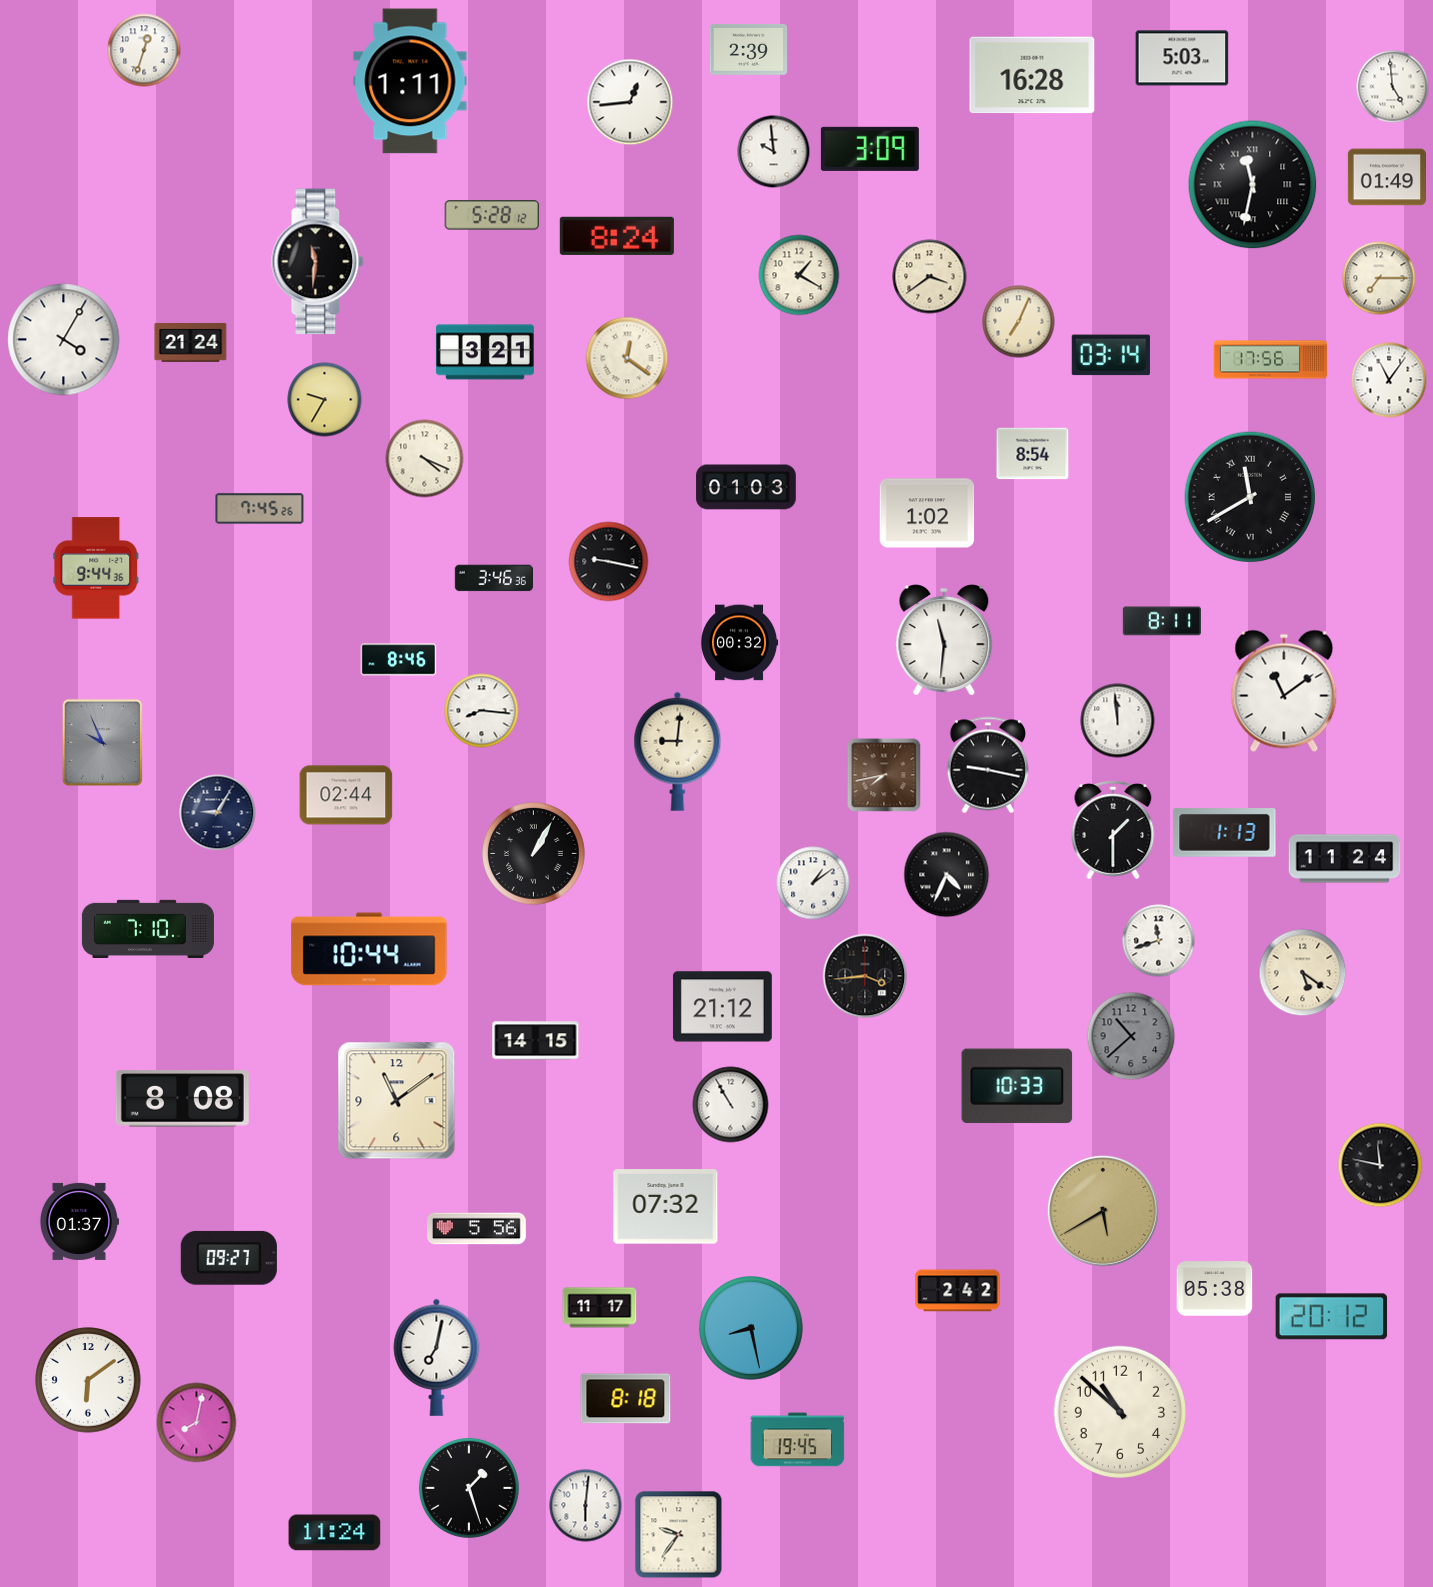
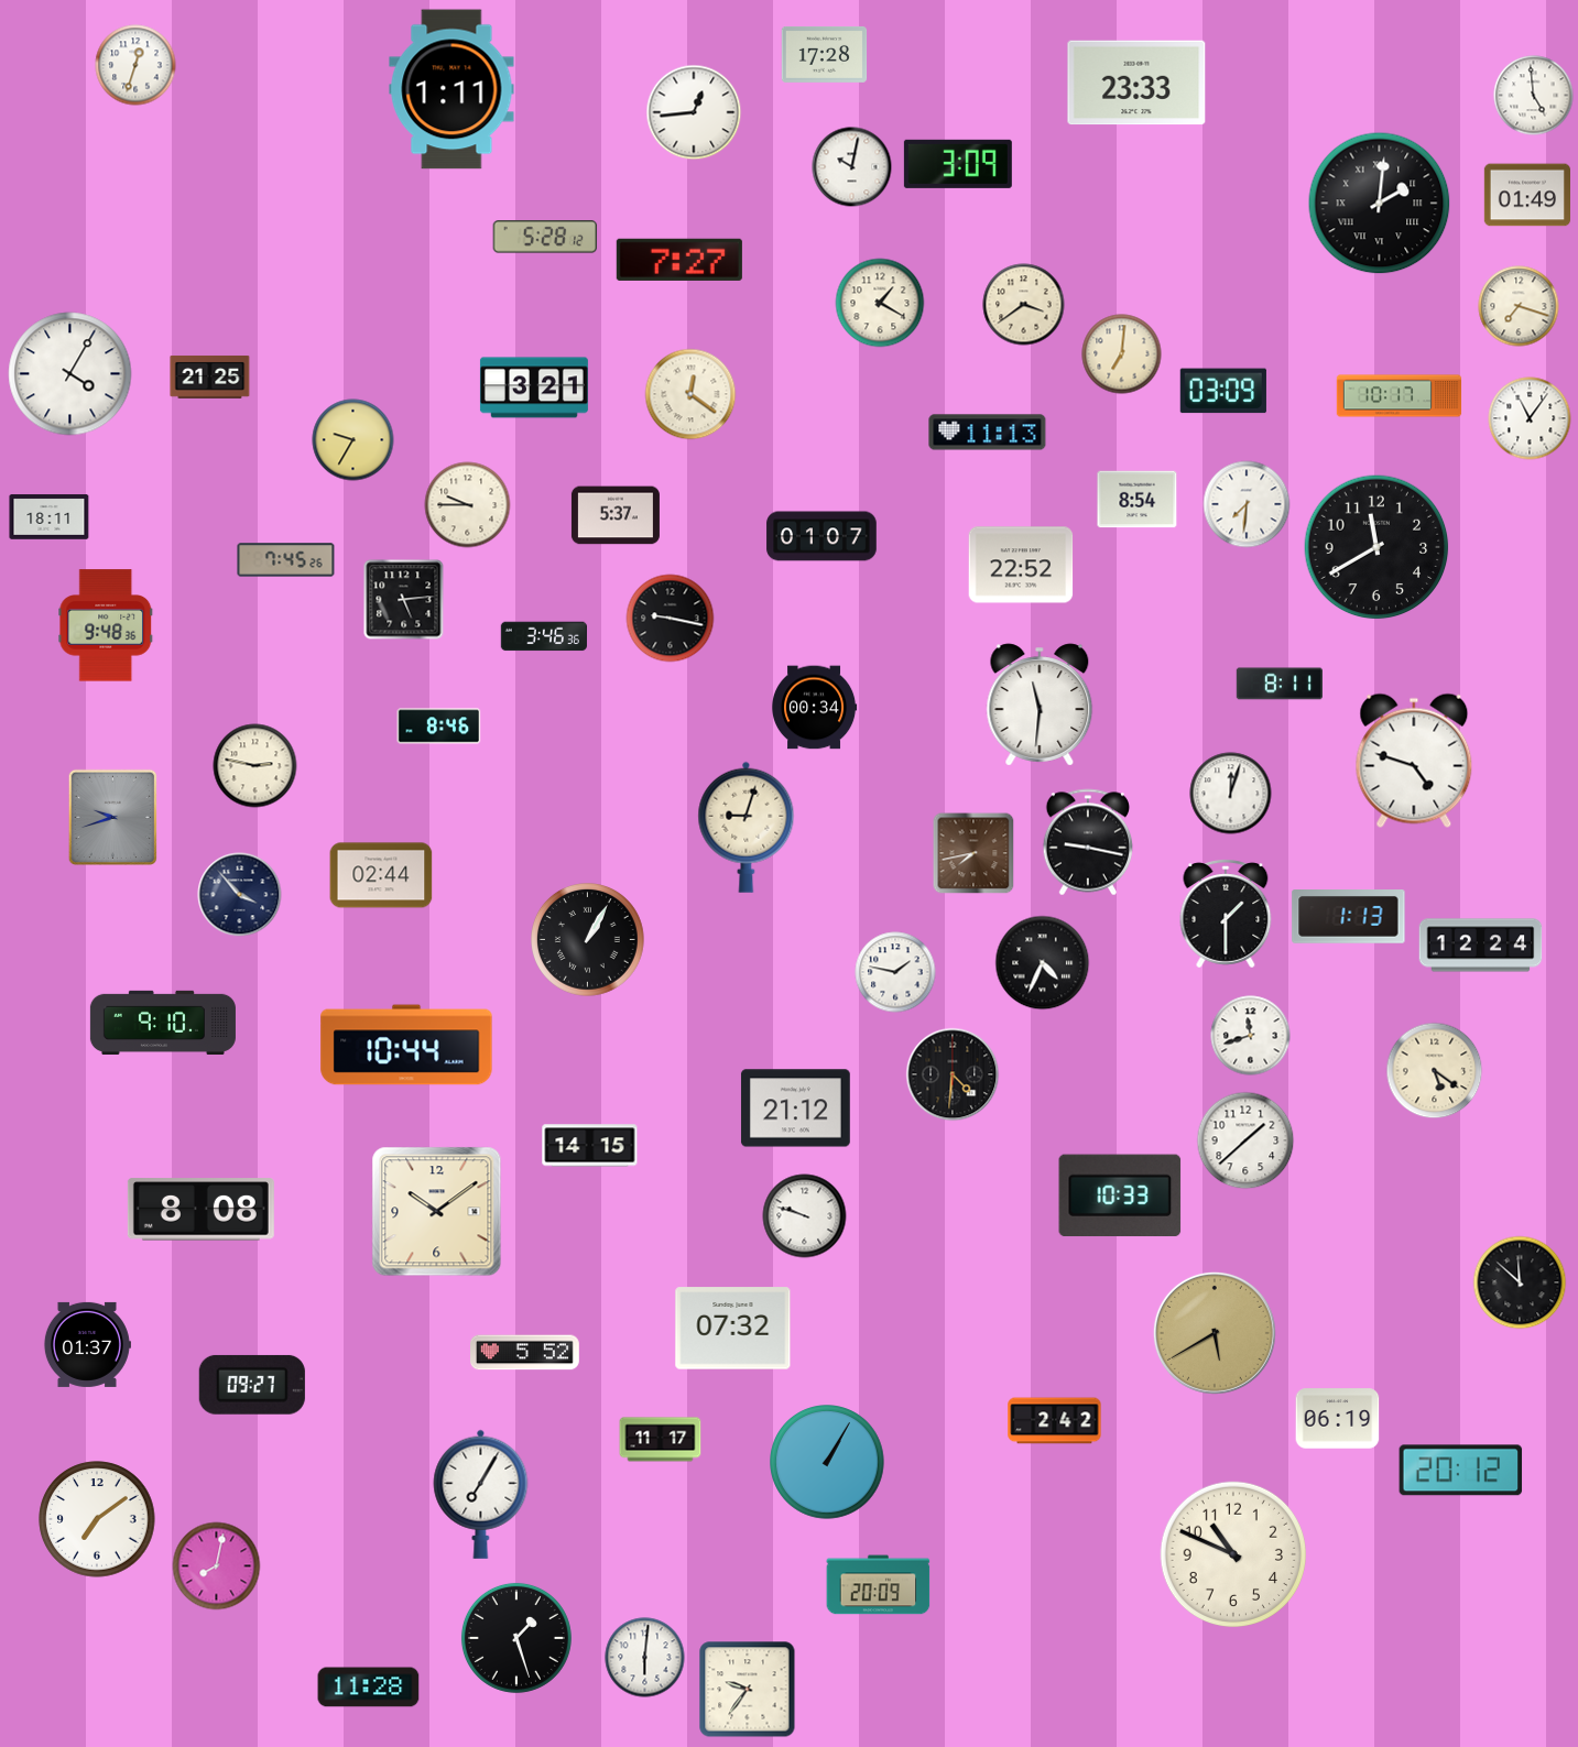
clock at (749, 49): 2:39 -> 17:28
clock at (144, 50) position: (144, 50) -> (135, 65)
clock at (1182, 58): 5:03 -> none
clock at (1032, 75): 16:28 -> 23:33
clock at (774, 152): 9:59 -> 10:02
clock at (1253, 185): 11:32 -> 2:01
clock at (492, 215) position: (492, 215) -> (545, 237)
clock at (617, 236): 8:24 -> 7:27
clock at (318, 262): 11:31 -> none
clock at (1379, 278): 7:15 -> 7:18
clock at (1019, 322): 7:04 -> 7:01
clock at (191, 342): 21:24 -> 21:25
clock at (1111, 355): 03:14 -> 03:09
clock at (1271, 360): 17:56 -> 10:17
clock at (988, 433): none -> 11:13
clock at (325, 400) position: (325, 400) -> (353, 440)
clock at (1247, 504): none -> 7:31
clock at (425, 459): 4:19 -> 9:45
clock at (616, 515): none -> 5:37
clock at (50, 517): none -> 18:11
clock at (746, 487): 01:03 -> 01:07
clock at (1250, 497) numerals: Roman -> Arabic
clock at (927, 513): 1:02 -> 22:52
clock at (404, 600): none -> 5:14
clock at (96, 568): 9:44 -> 9:48
clock at (740, 643): 00:32 -> 00:34
clock at (1284, 691): 11:09 -> 4:48
clock at (255, 766): none -> 2:47
clock at (482, 711): 8:16 -> none
clock at (1118, 721): 11:59 -> 12:03
clock at (102, 743): 9:56 -> 9:42
clock at (678, 751): 9:01 -> 9:03
clock at (218, 813): 9:05 -> 3:53
clock at (1345, 859): 11:24 -> 12:24
clock at (813, 883): 1:09 -> 1:47
clock at (148, 929): 7:10 -> 9:10
clock at (1159, 941) position: (1159, 941) -> (1251, 1036)
clock at (865, 976): 3:44 -> 4:31
clock at (1131, 1036): 10:38 -> 1:38
clock at (1131, 1036) dial: grey -> white
clock at (397, 1101): 11:09 -> 10:09
clock at (731, 1105): 10:55 -> 9:48
clock at (1380, 1165): 11:47 -> 11:52
clock at (477, 1229): 5:56 -> 5:52
clock at (1215, 1289): 05:38 -> 06:19
clock at (1332, 1317) position: (1332, 1317) -> (1461, 1471)
clock at (752, 1329): 8:28 -> 1:05
clock at (437, 1357): 7:02 -> 7:05
clock at (88, 1380): 6:09 -> 7:09
clock at (626, 1399): 8:18 -> none
clock at (1119, 1411): 10:52 -> 10:49
clock at (798, 1440): 19:45 -> 20:09
clock at (335, 1533): 11:24 -> 11:28
